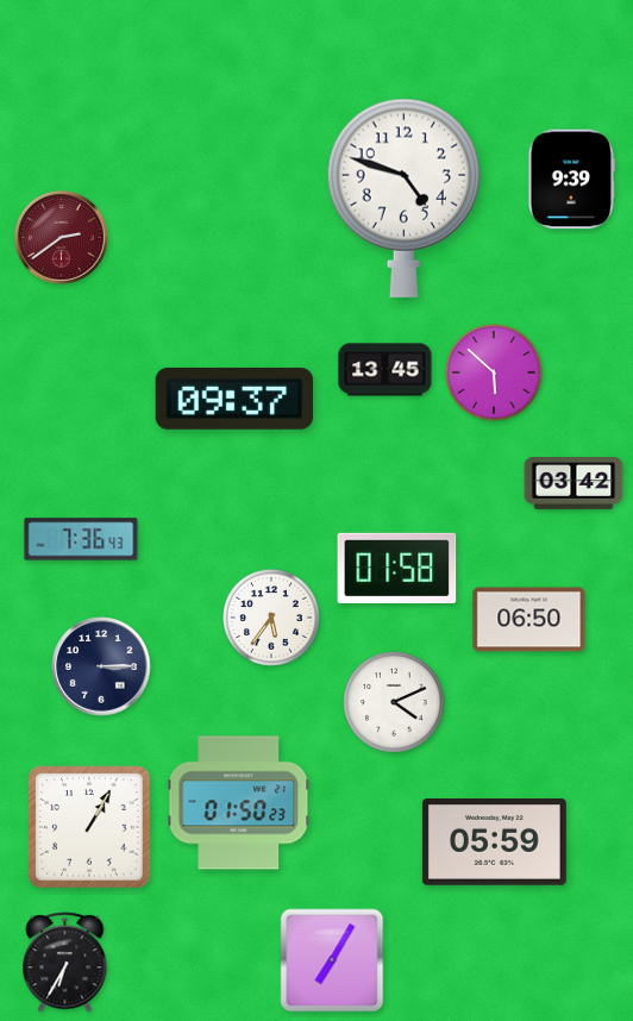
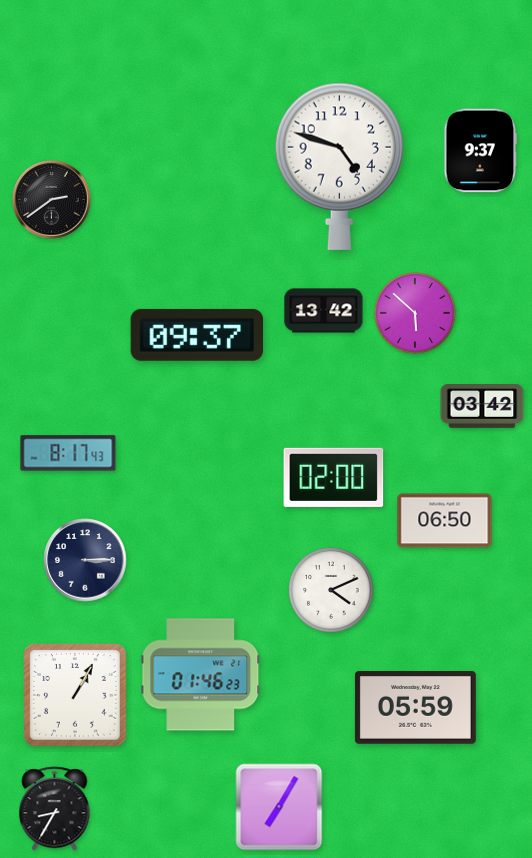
clock at (572, 180): 9:39 -> 9:37
clock at (62, 238) dial: burgundy -> black
clock at (386, 370): 13:45 -> 13:42
clock at (81, 539): 7:36 -> 8:17
clock at (397, 568): 01:58 -> 02:00
clock at (271, 618): 5:36 -> none
clock at (239, 803): 01:50 -> 01:46
clock at (65, 963): 6:35 -> 8:35
